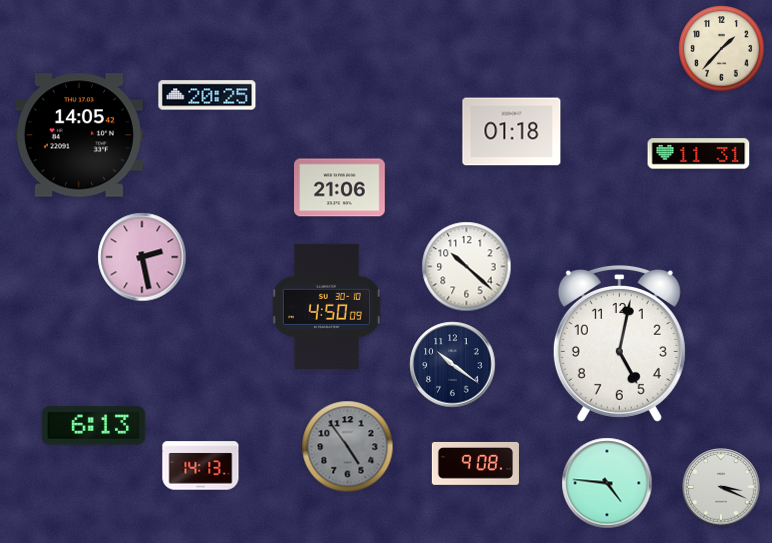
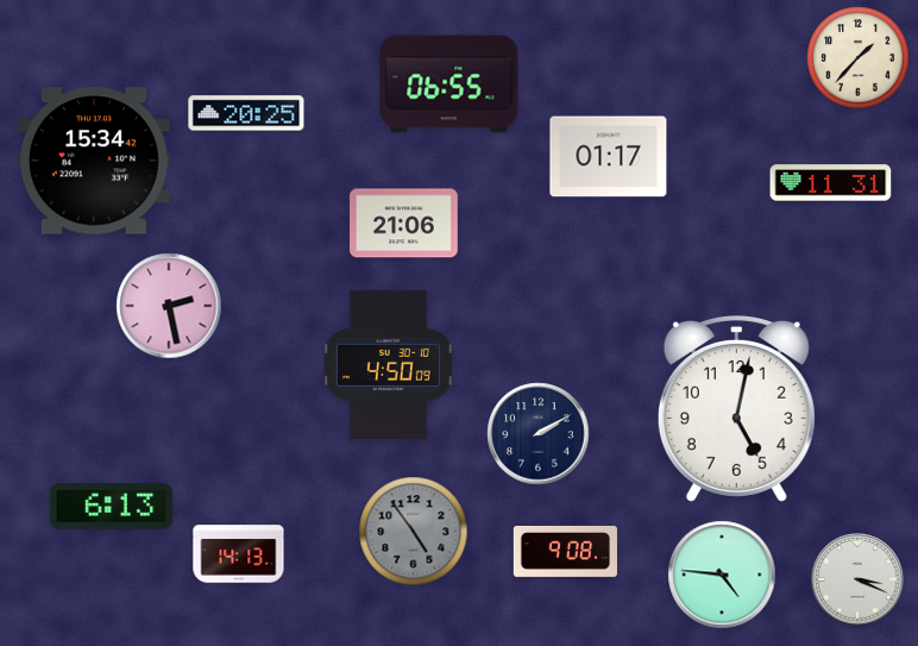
clock at (449, 84): none -> 06:55
clock at (512, 132): 01:18 -> 01:17
clock at (79, 135): 14:05 -> 15:34
clock at (467, 267): 10:22 -> none
clock at (453, 365): 10:21 -> 2:10
